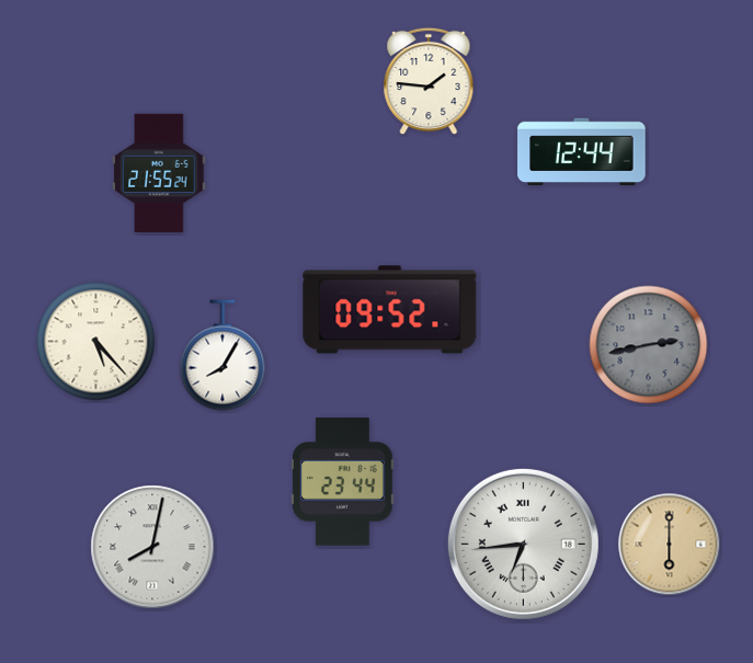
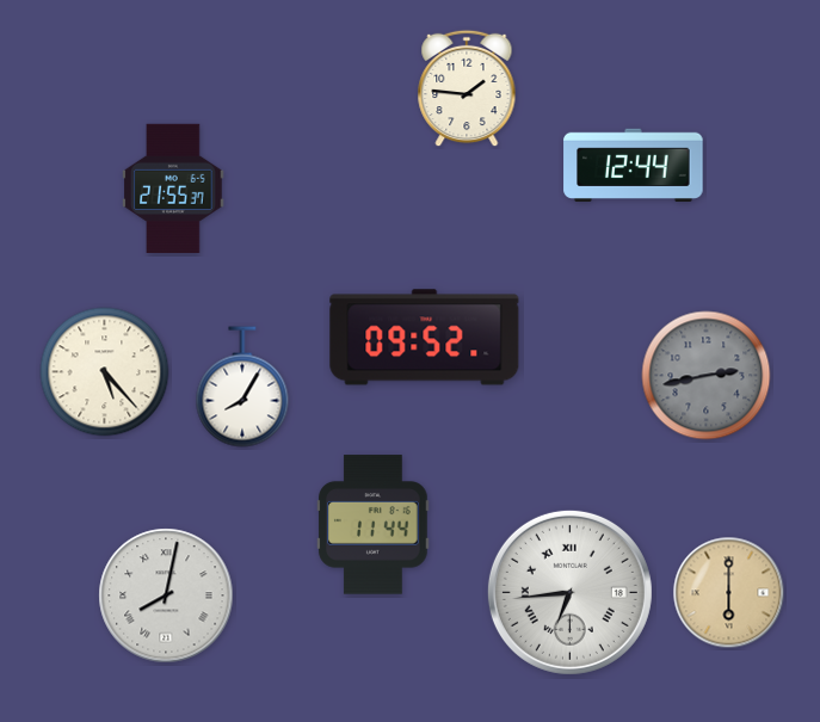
clock at (159, 173): 21:55:24 -> 21:55:37
clock at (343, 482): 23:44 -> 11:44
